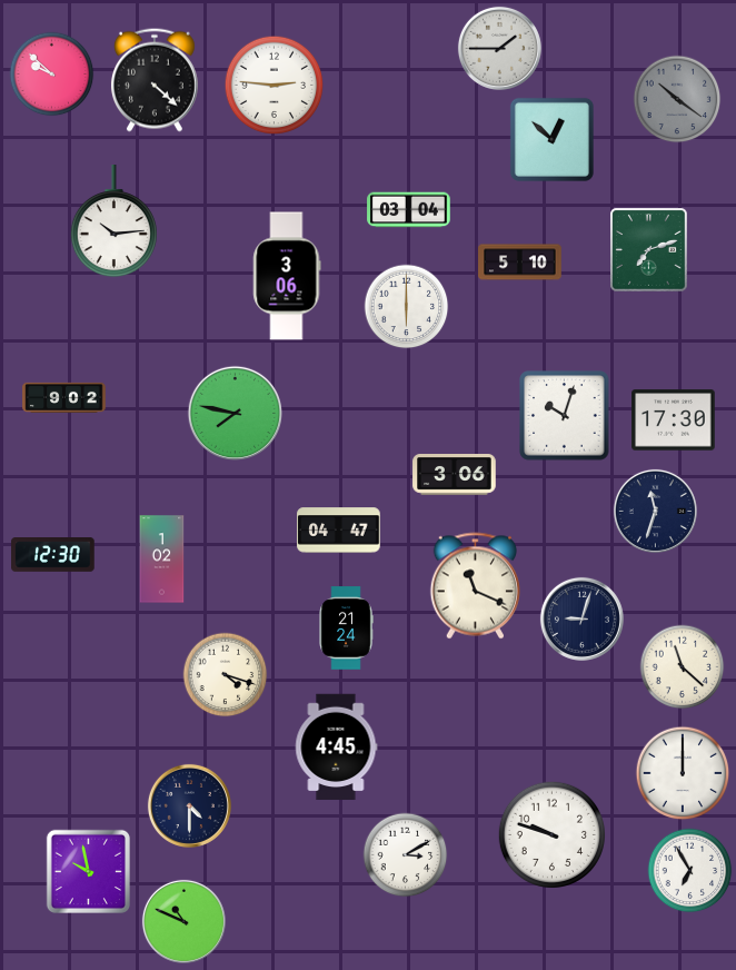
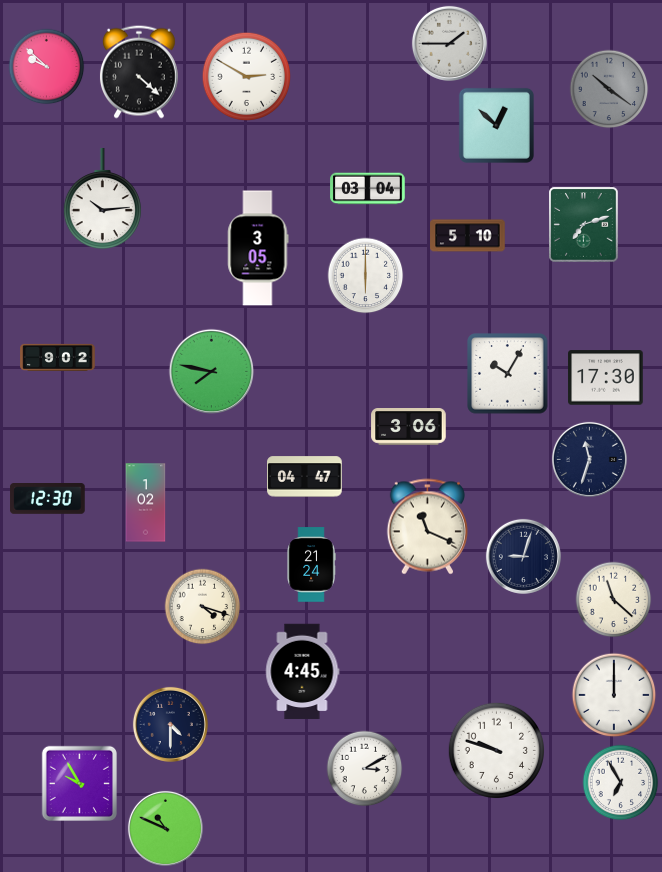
clock at (275, 86): 2:46 -> 2:50
clock at (287, 276): 3:06 -> 3:05
clock at (565, 416): 10:03 -> 10:05
clock at (88, 871): 9:58 -> 9:55
